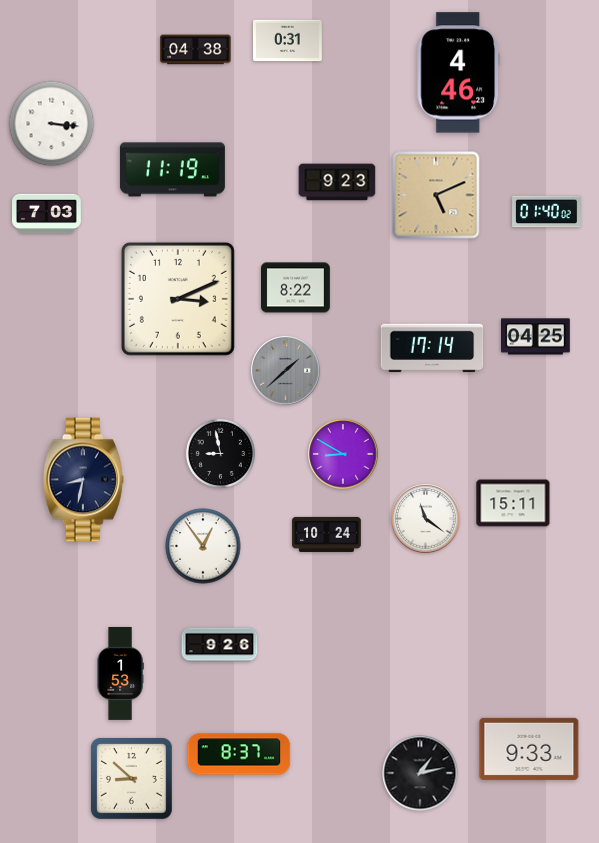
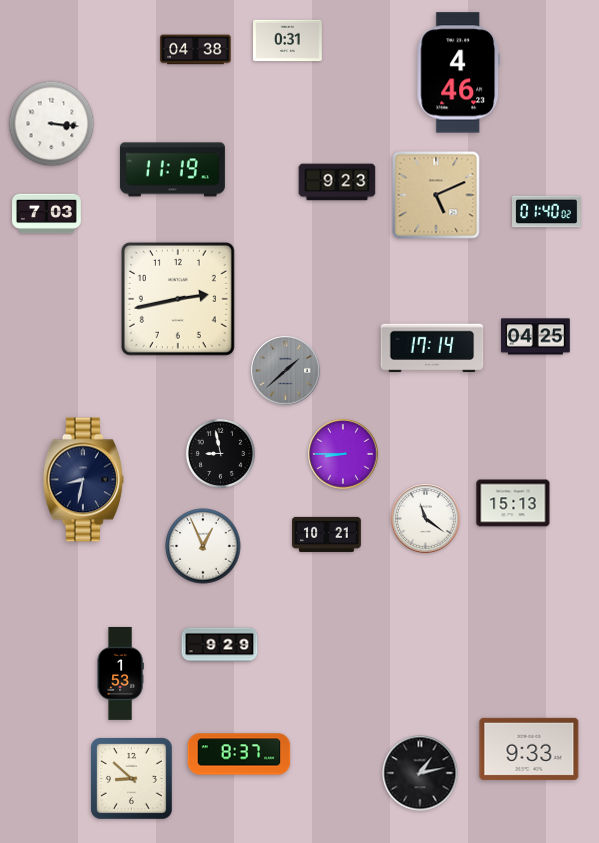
clock at (296, 288): 8:22 -> none
clock at (178, 299): 3:11 -> 2:43
clock at (343, 454): 8:50 -> 8:45
clock at (513, 503): 15:11 -> 15:13
clock at (327, 534): 10:24 -> 10:21
clock at (203, 546): 12:54 -> 12:56
clock at (220, 645): 9:26 -> 9:29
